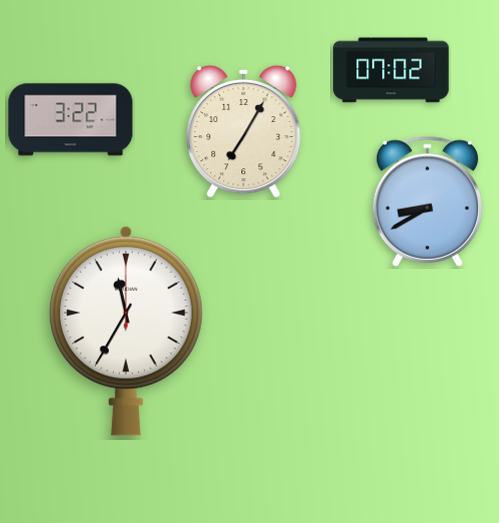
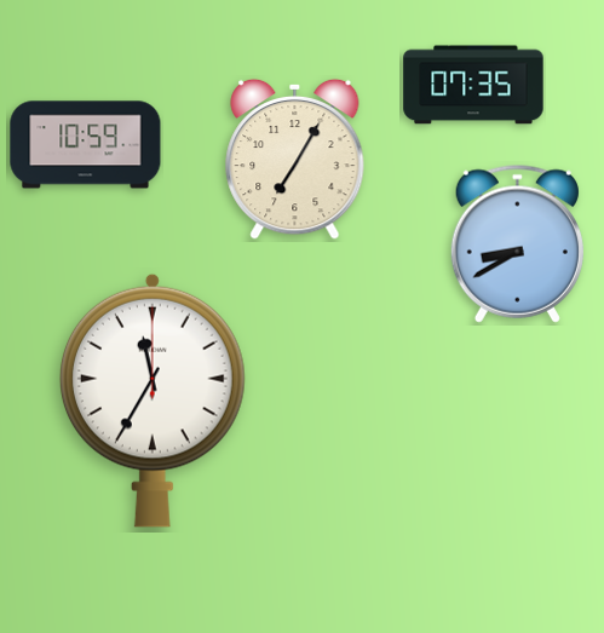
clock at (391, 70): 07:02 -> 07:35
clock at (71, 120): 3:22 -> 10:59
